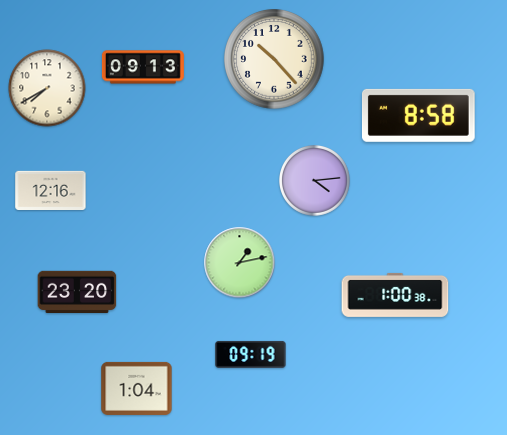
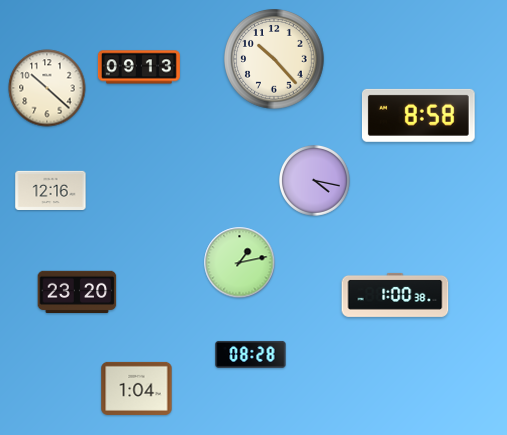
clock at (143, 67) position: (143, 67) -> (139, 67)
clock at (47, 88): 7:40 -> 10:22
clock at (315, 181): 4:14 -> 4:17
clock at (251, 354): 09:19 -> 08:28
